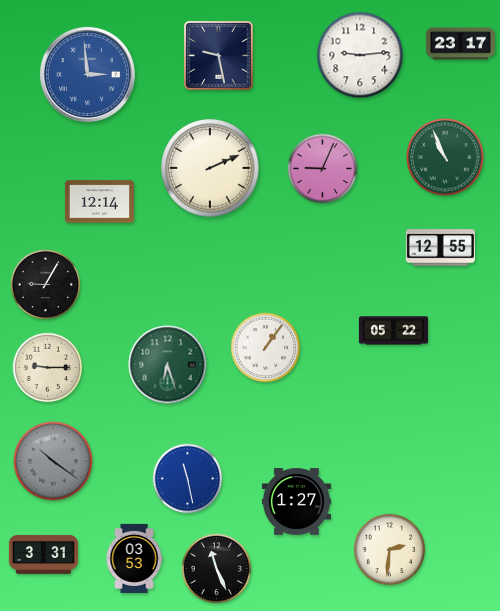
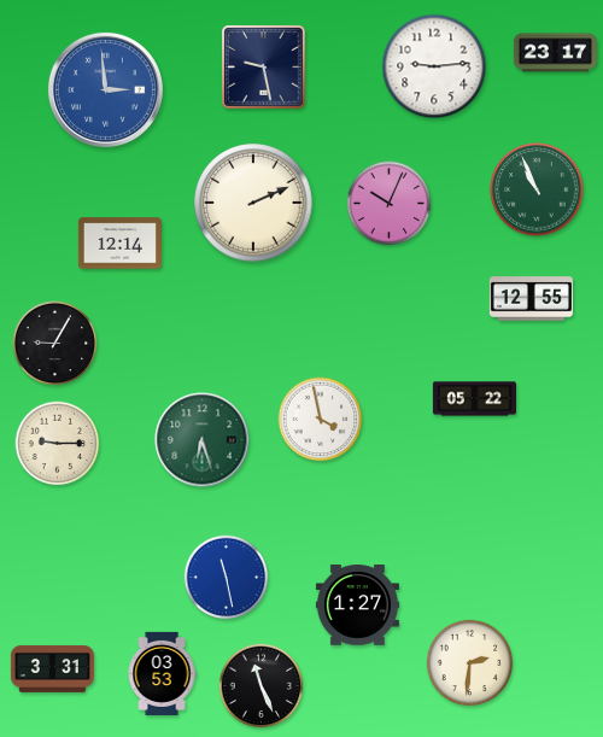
clock at (323, 169): 9:04 -> 10:04
clock at (266, 348): 1:06 -> 3:58
clock at (53, 461): 10:21 -> none
